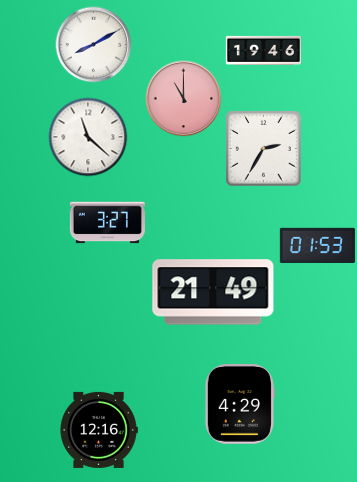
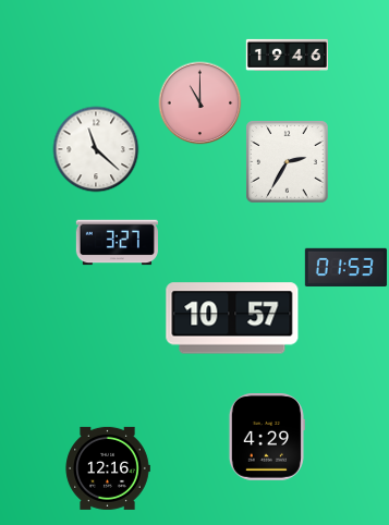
clock at (94, 45): 8:10 -> none
clock at (184, 99) position: (184, 99) -> (200, 103)
clock at (213, 292): 21:49 -> 10:57
clock at (239, 405) position: (239, 405) -> (266, 438)
